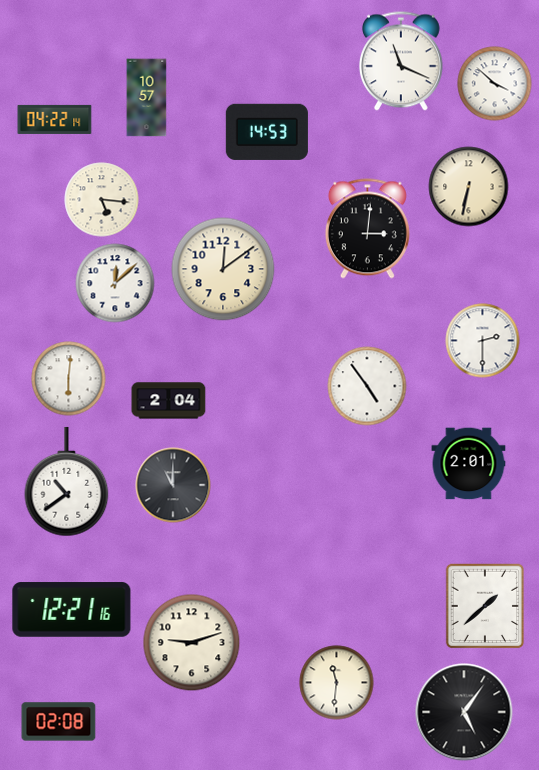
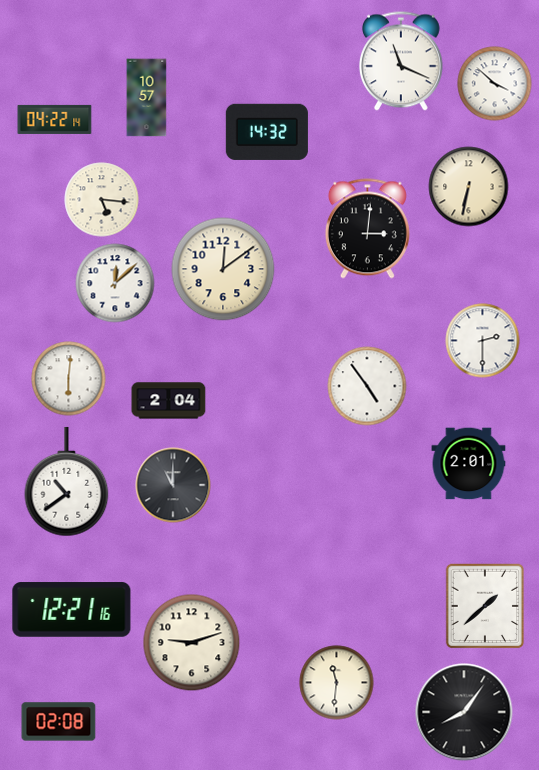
clock at (267, 132): 14:53 -> 14:32
clock at (464, 712): 5:06 -> 8:06
